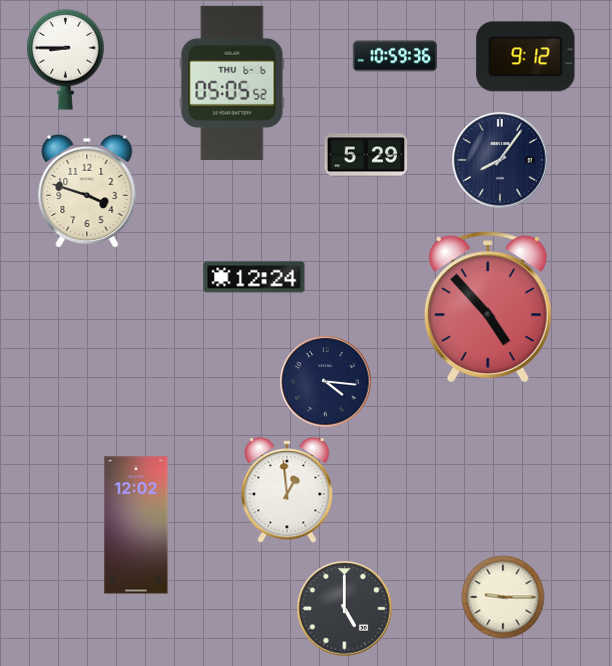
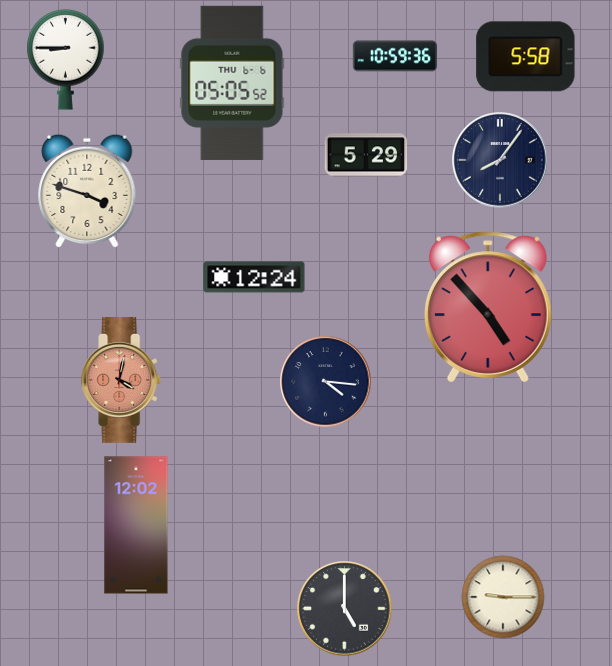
clock at (526, 57): 9:12 -> 5:58
clock at (122, 380): none -> 4:02
clock at (287, 490): 12:59 -> none
